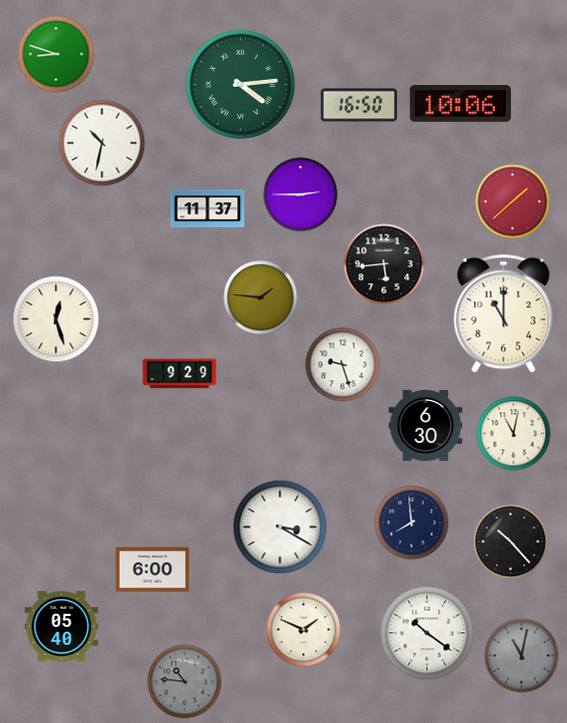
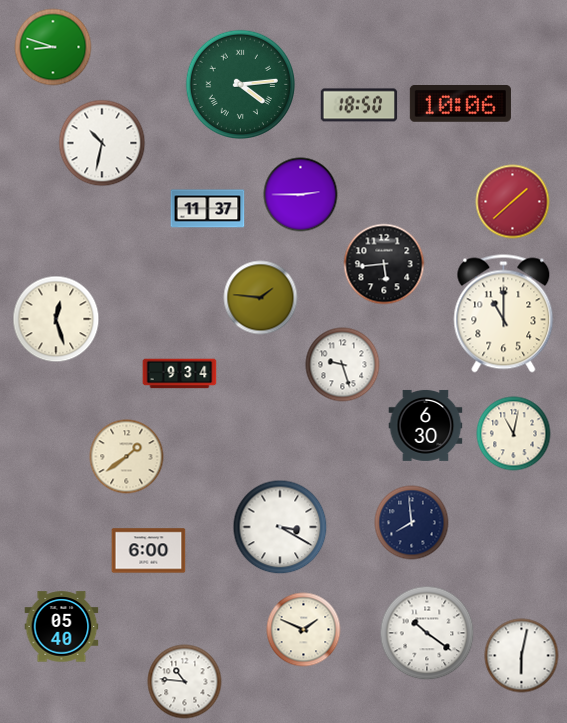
clock at (56, 54) position: (56, 54) -> (53, 47)
clock at (359, 105): 16:50 -> 18:50
clock at (180, 374): 9:29 -> 9:34
clock at (127, 457): none -> 1:39
clock at (511, 542): 10:23 -> none
clock at (153, 570) position: (153, 570) -> (149, 551)
clock at (522, 656): 11:02 -> 6:02
clock at (522, 656) dial: grey -> white
clock at (185, 682) dial: grey -> white
